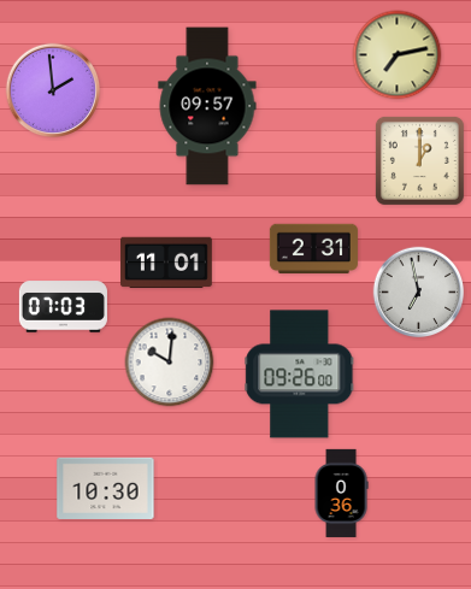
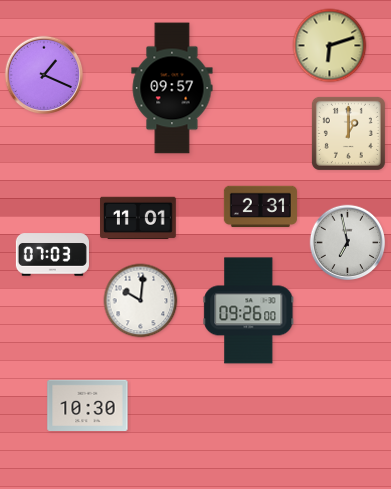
clock at (398, 55): 7:13 -> 6:12
clock at (53, 90): 1:59 -> 1:19
clock at (341, 493): 0:36 -> none
